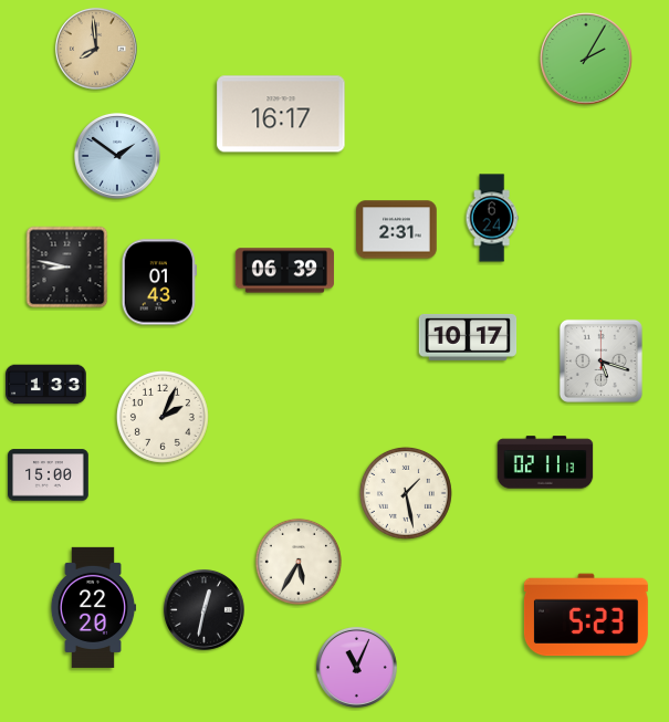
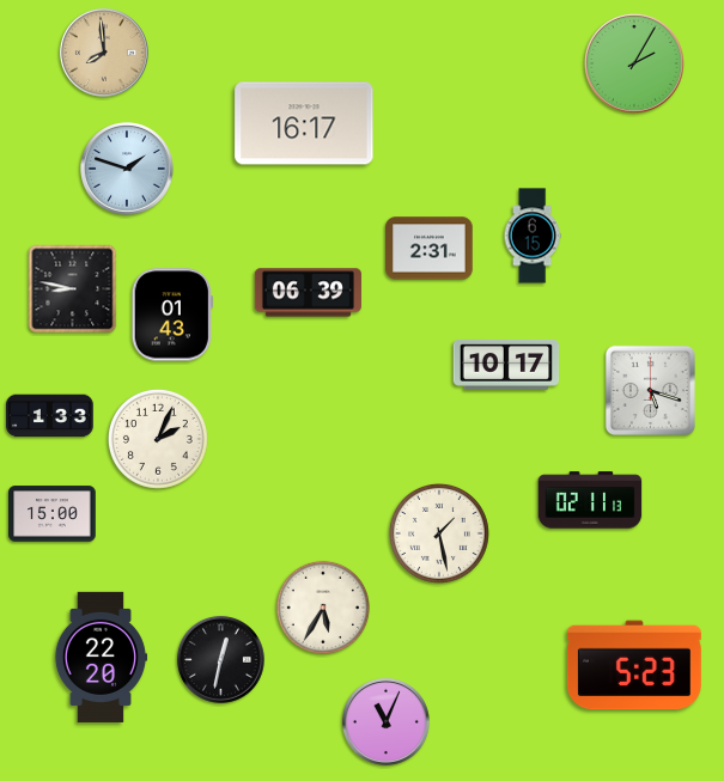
clock at (118, 157): 1:51 -> 1:48
clock at (492, 218): 6:24 -> 6:15
clock at (159, 282) position: (159, 282) -> (172, 315)
clock at (163, 417) position: (163, 417) -> (158, 439)
